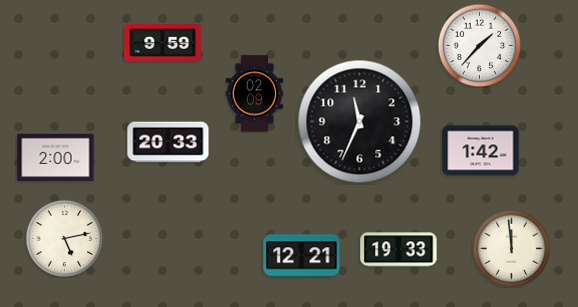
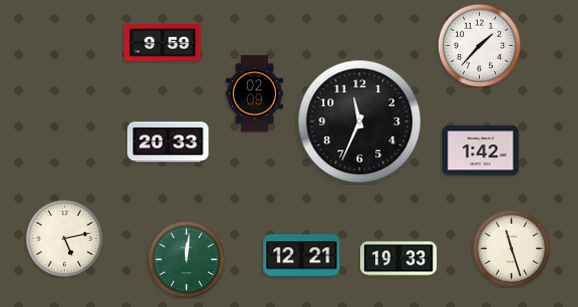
clock at (56, 158): 2:00 -> none
clock at (511, 248): 11:59 -> 11:27
clock at (399, 250) position: (399, 250) -> (399, 259)
clock at (186, 259): none -> 12:01
